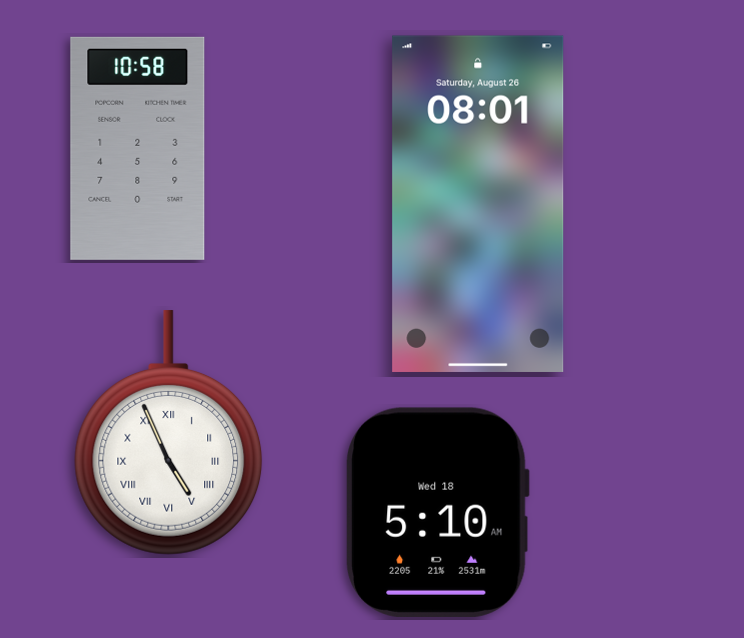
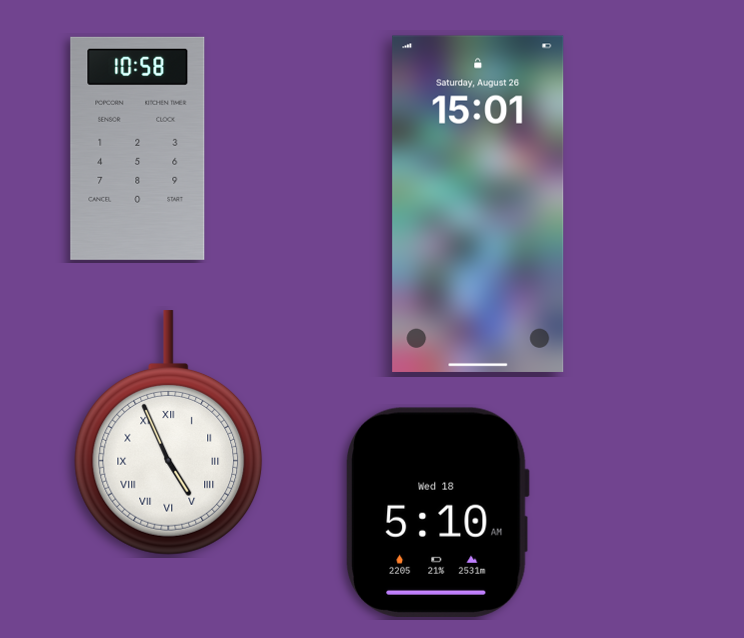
clock at (478, 204): 08:01 -> 15:01
